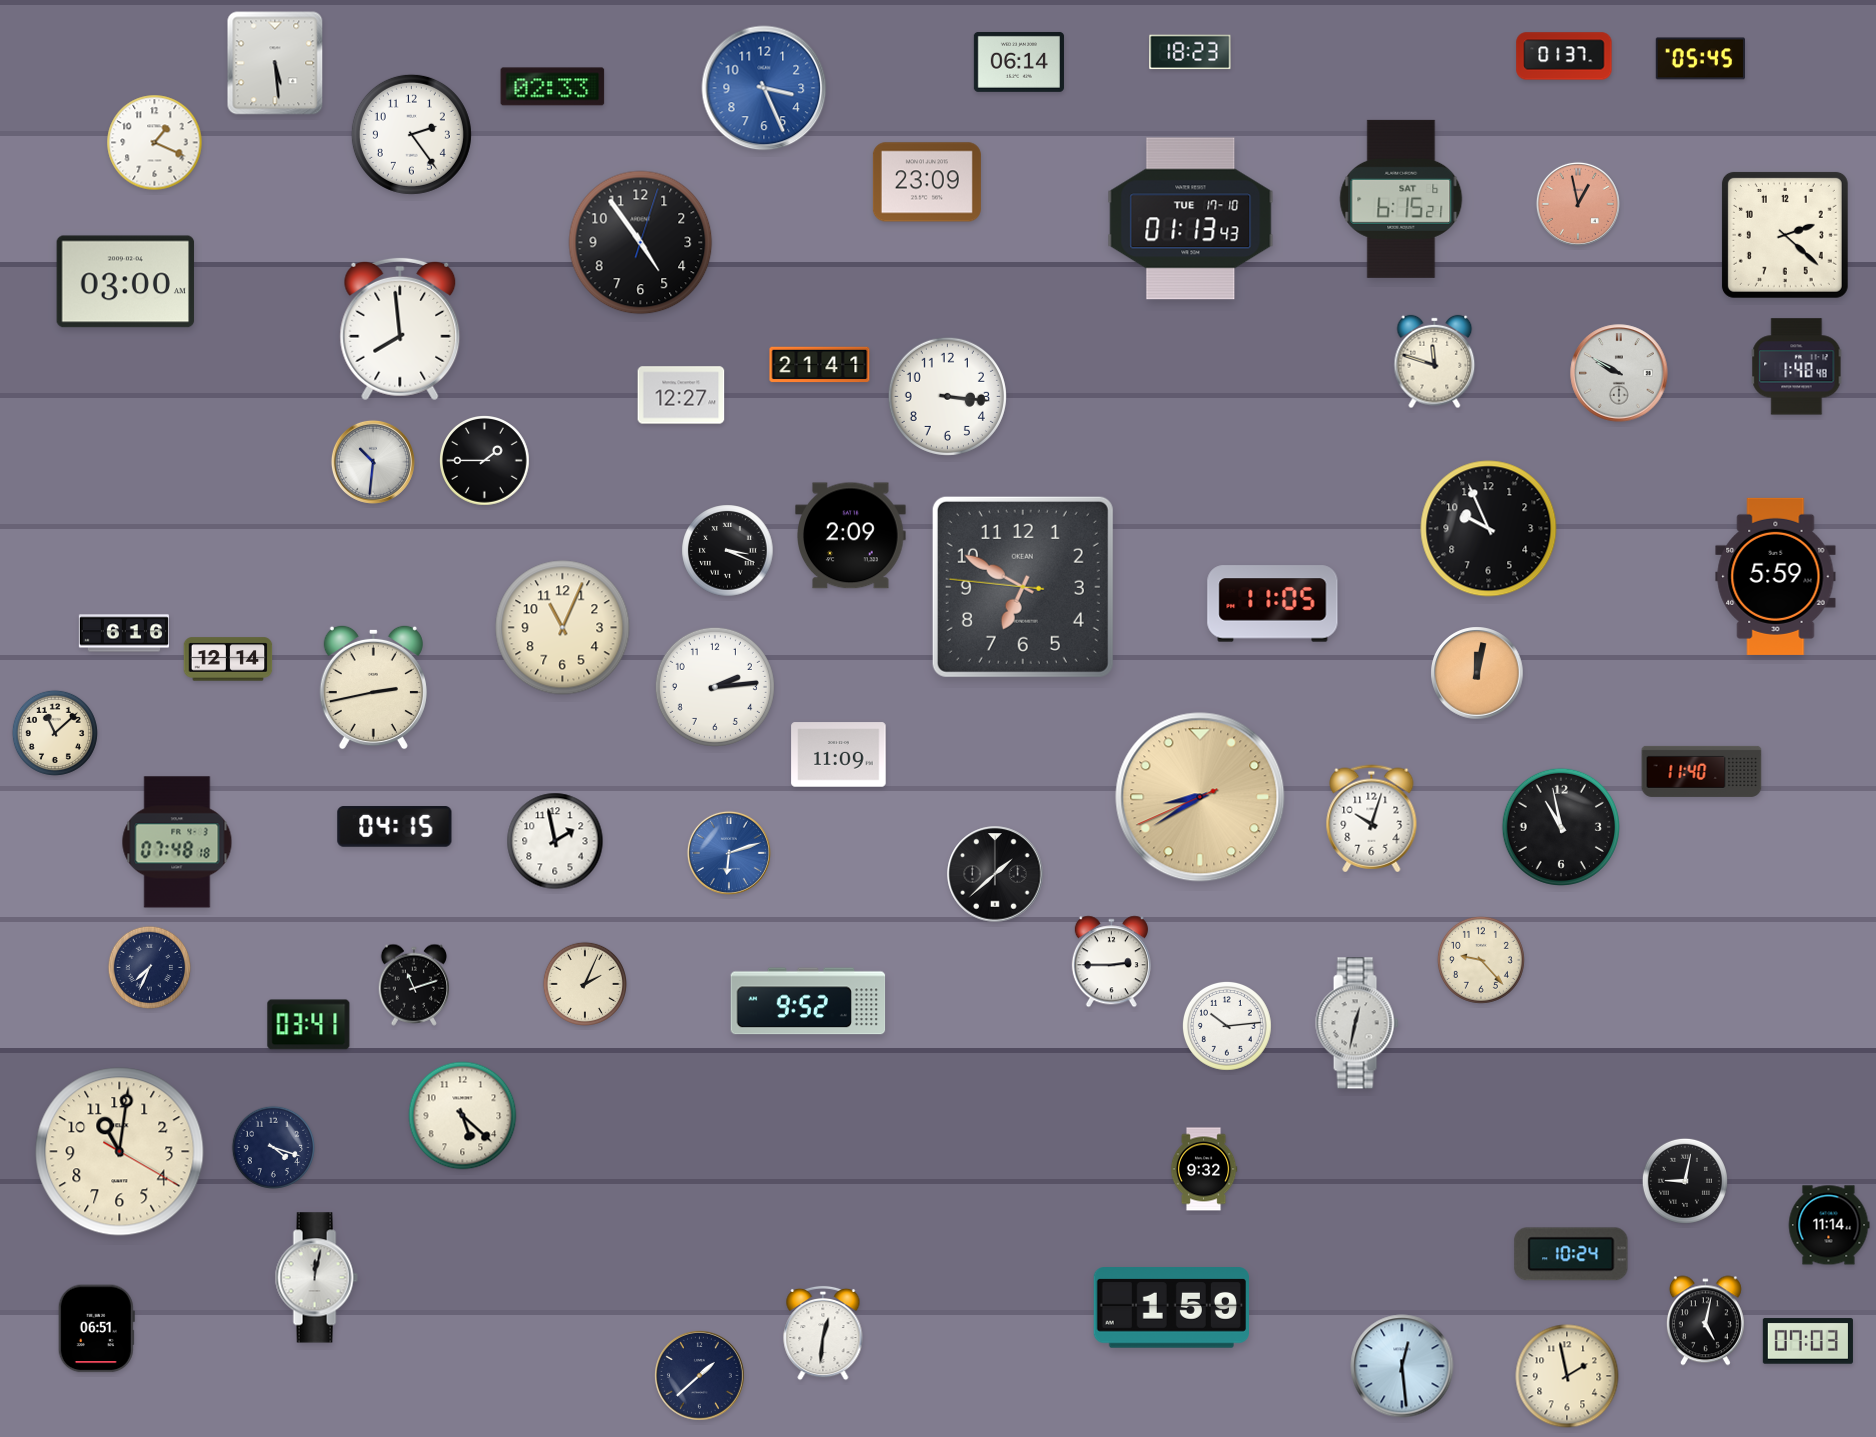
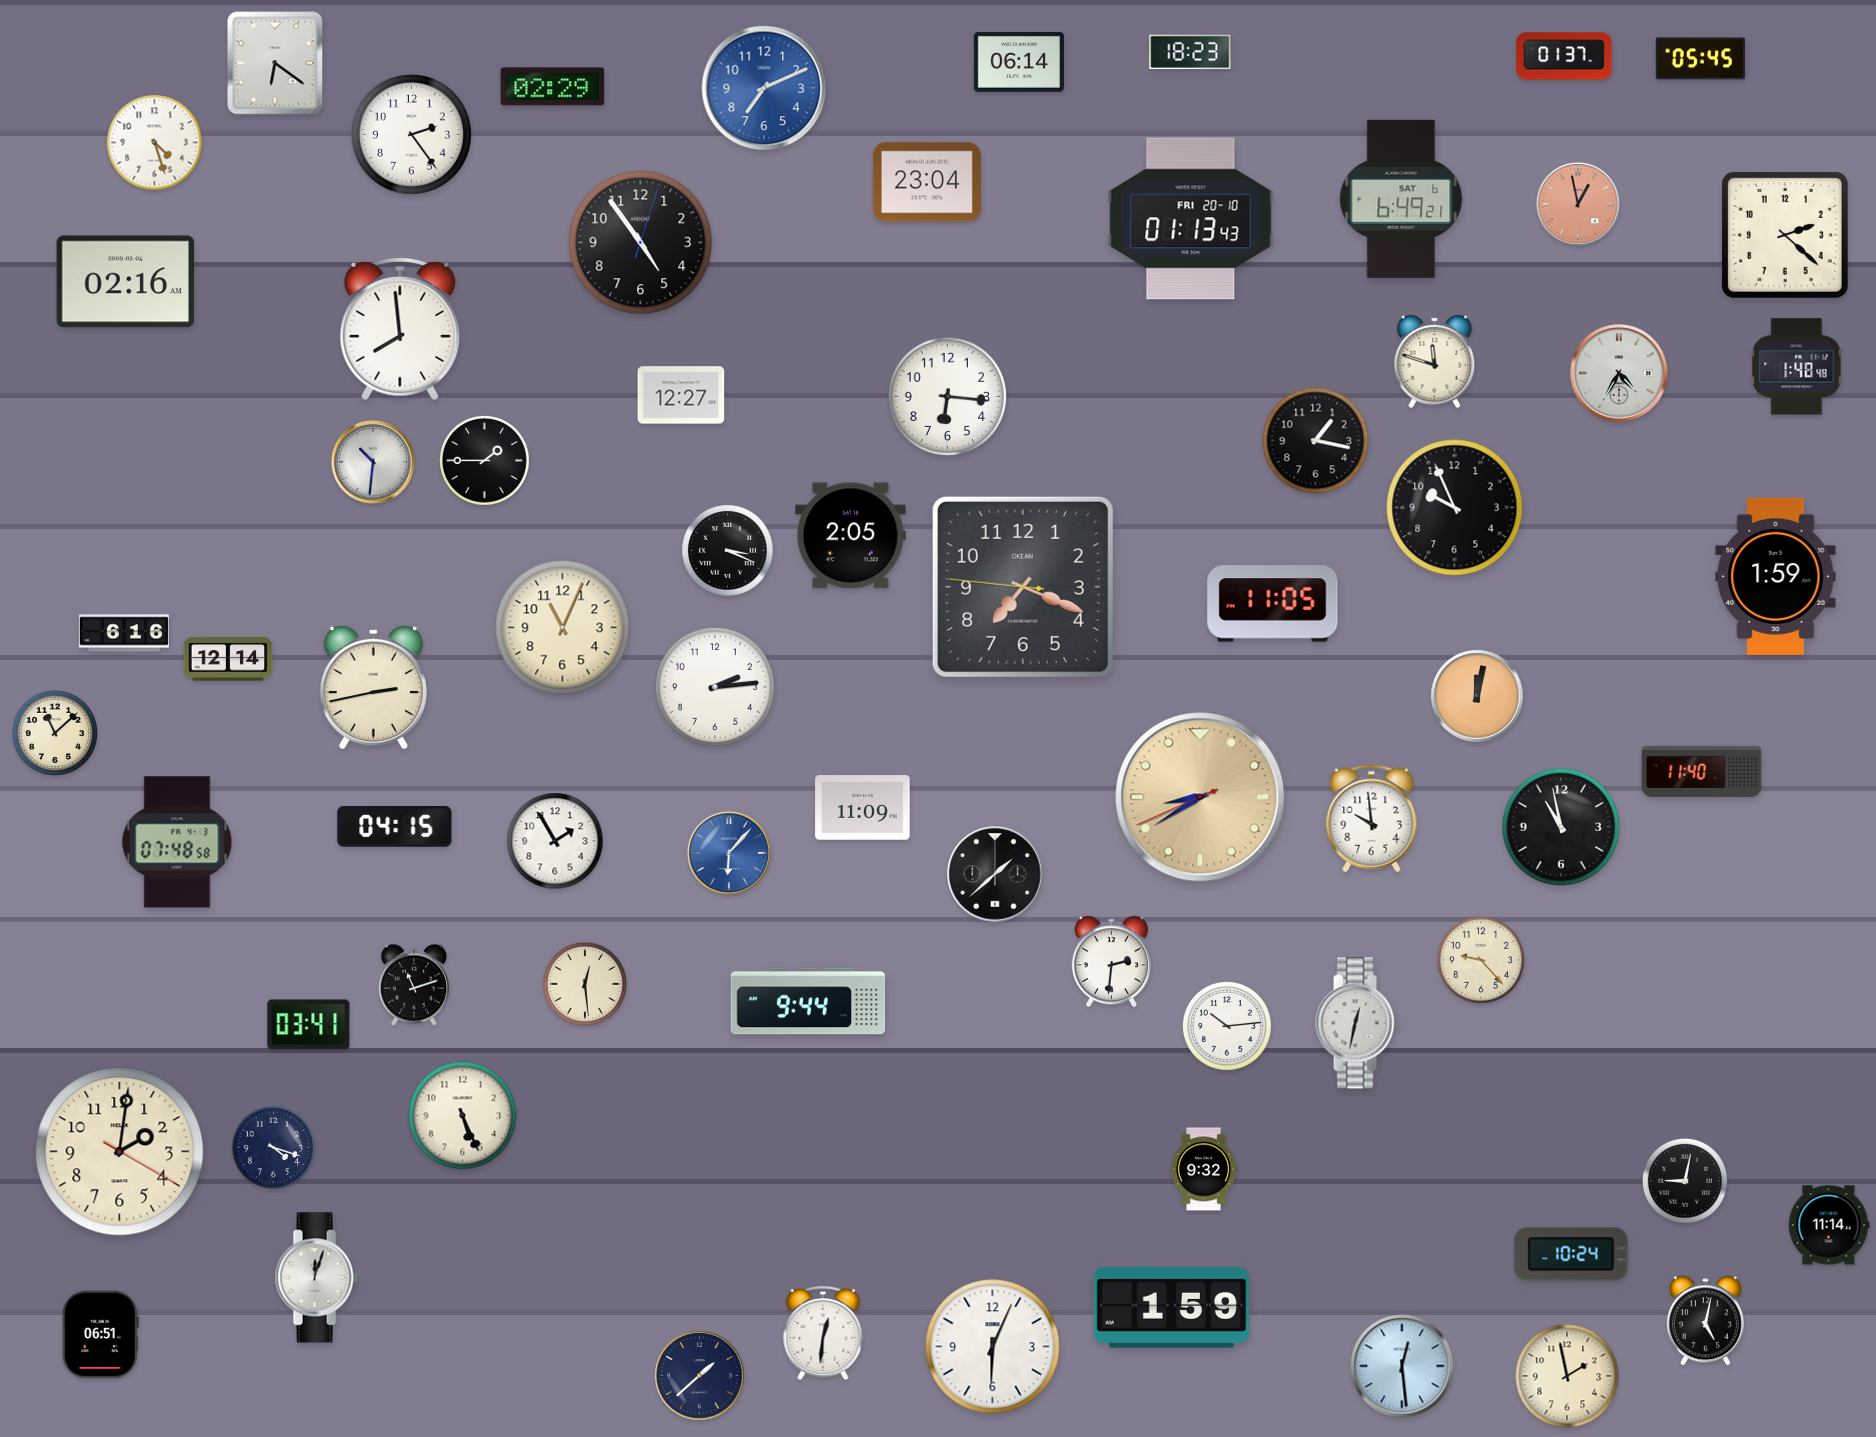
clock at (275, 63): 5:29 -> 6:21
clock at (553, 87): 02:33 -> 02:29
clock at (764, 88): 3:26 -> 7:11
clock at (155, 143): 1:19 -> 4:27
clock at (927, 182): 23:09 -> 23:04
clock at (1401, 199): 6:15 -> 6:49
clock at (1191, 219) date: TUE 17-10 -> FRI 20-10
clock at (126, 282): 03:00 -> 02:16
clock at (820, 365): 21:41 -> none
clock at (1619, 373): 9:50 -> 4:35
clock at (947, 396): 3:16 -> 6:16
clock at (1316, 441): none -> 1:17
clock at (1489, 529) position: (1489, 529) -> (1455, 508)
clock at (851, 536): 2:09 -> 2:05
clock at (1776, 576): 5:59 -> 1:59
clock at (1023, 587): 6:49 -> 7:18
clock at (1477, 673) position: (1477, 673) -> (1477, 696)
clock at (839, 755) position: (839, 755) -> (863, 808)
clock at (1372, 819): 10:03 -> 9:59
clock at (555, 841): 1:58 -> 1:55
clock at (177, 842): 07:48:18 -> 07:48:58
clock at (729, 853): 6:12 -> 6:07
clock at (1111, 962): 2:45 -> 2:31
clock at (150, 968): 7:34 -> none
clock at (584, 983): 2:04 -> 12:29
clock at (808, 1001): 9:52 -> 9:44
clock at (463, 1116): 5:22 -> 5:26
clock at (120, 1152): 11:01 -> 2:01
clock at (316, 1278): 12:02 -> 12:03
clock at (96, 1329) position: (96, 1329) -> (100, 1335)
clock at (1808, 1341): 07:03 -> none
clock at (993, 1347): none -> 6:04
